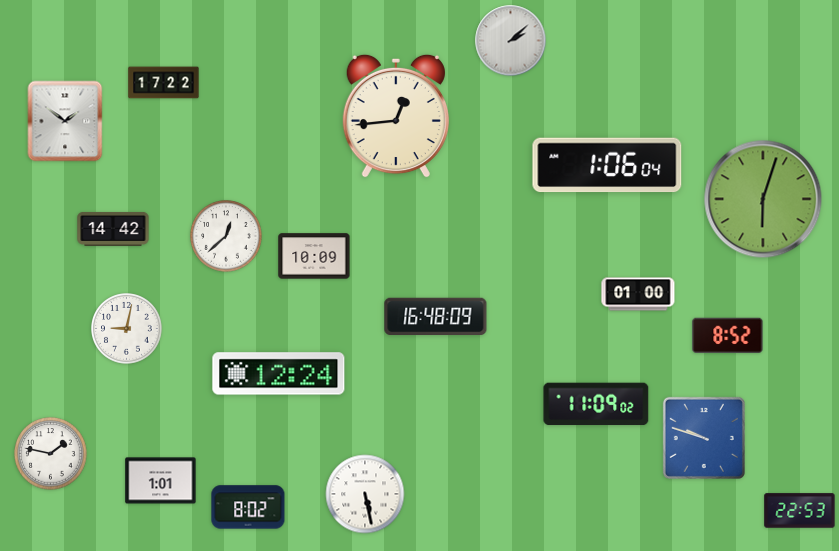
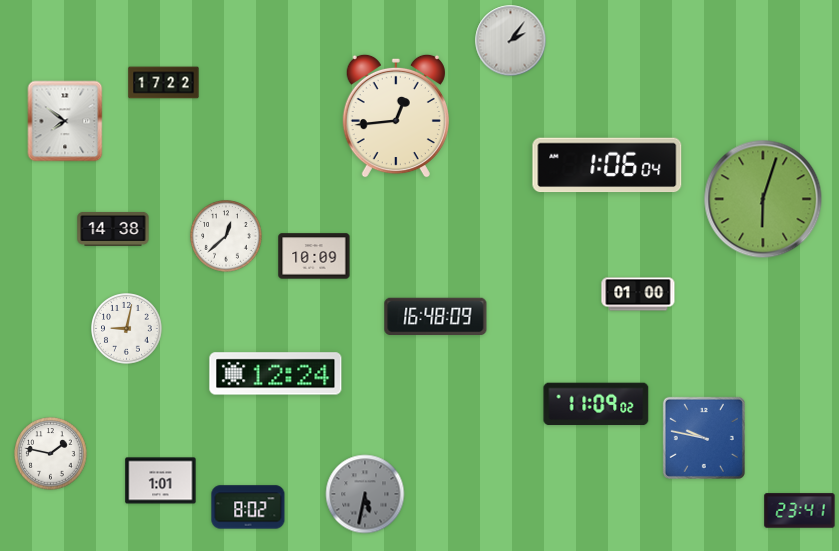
clock at (511, 41): 2:08 -> 2:06
clock at (65, 121): 1:51 -> 7:51
clock at (113, 229): 14:42 -> 14:38
clock at (728, 335): 8:52 -> none
clock at (279, 374) position: (279, 374) -> (276, 374)
clock at (704, 438): 9:48 -> 9:47
clock at (365, 494): 5:28 -> 5:32
clock at (365, 494) dial: white -> grey
clock at (800, 511): 22:53 -> 23:41
